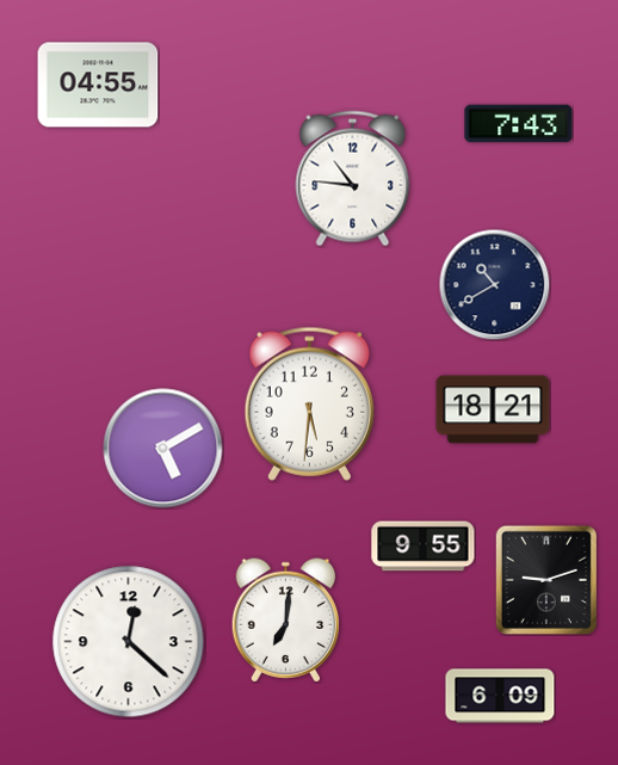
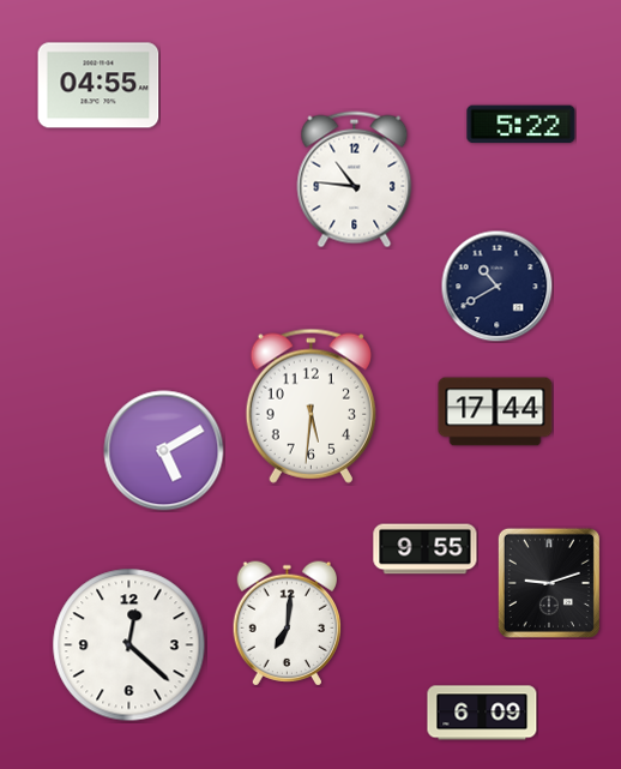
clock at (519, 124): 7:43 -> 5:22
clock at (493, 409): 18:21 -> 17:44
clock at (500, 696) position: (500, 696) -> (482, 713)
